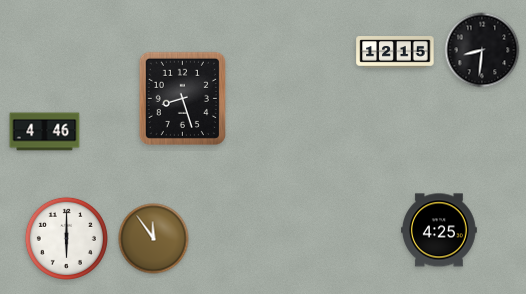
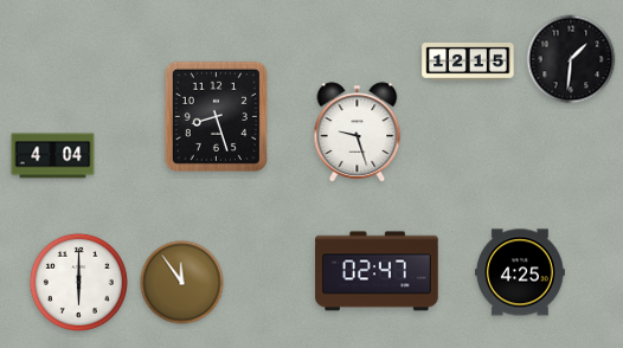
clock at (482, 50): 8:31 -> 1:31
clock at (358, 133): none -> 9:27
clock at (45, 132): 4:46 -> 4:04
clock at (377, 271): none -> 02:47
